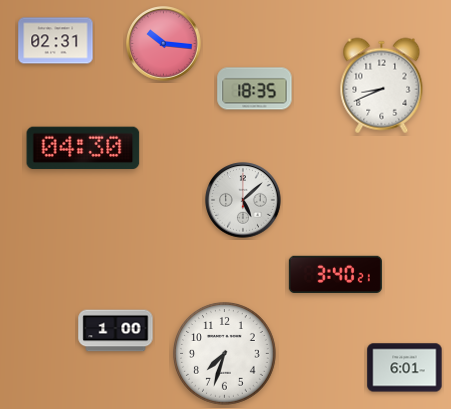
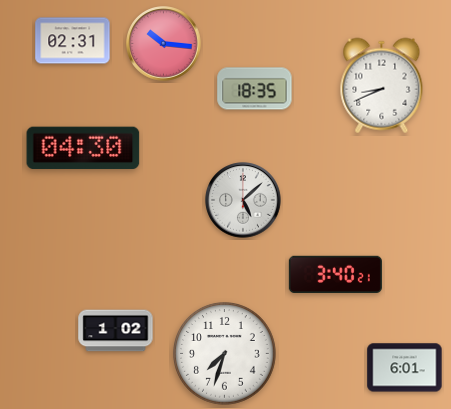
clock at (56, 41) position: (56, 41) -> (73, 41)
clock at (116, 331): 1:00 -> 1:02
